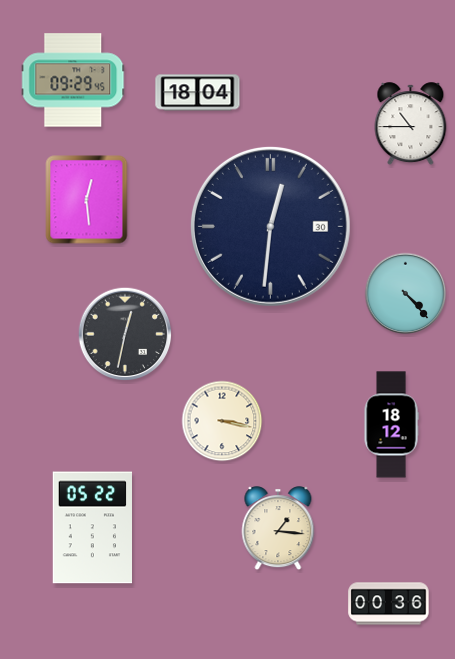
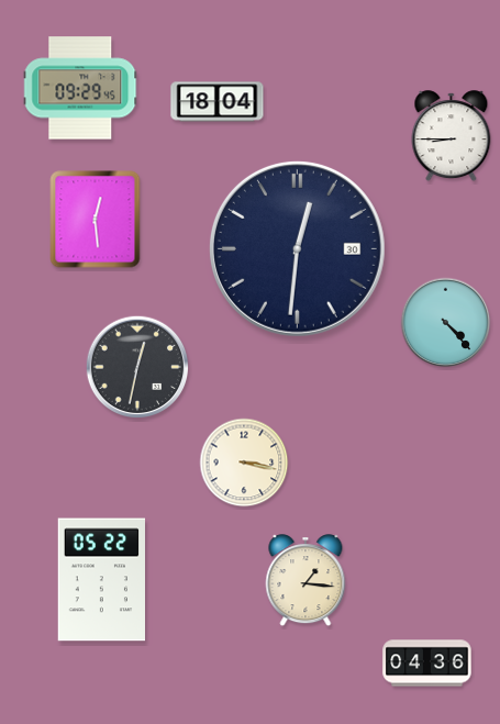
clock at (411, 124): 10:45 -> 8:45
clock at (391, 425): 18:12 -> none
clock at (389, 604): 00:36 -> 04:36
